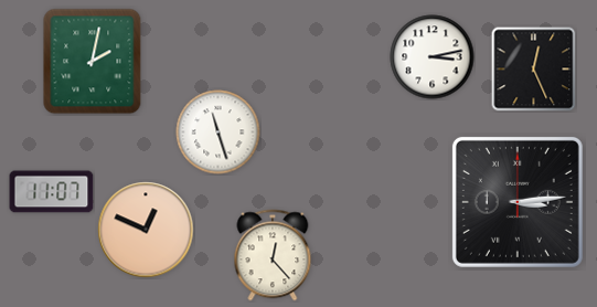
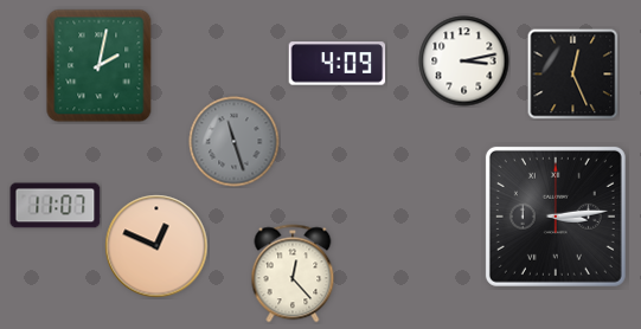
clock at (338, 64): none -> 4:09
clock at (218, 133) dial: white -> grey
